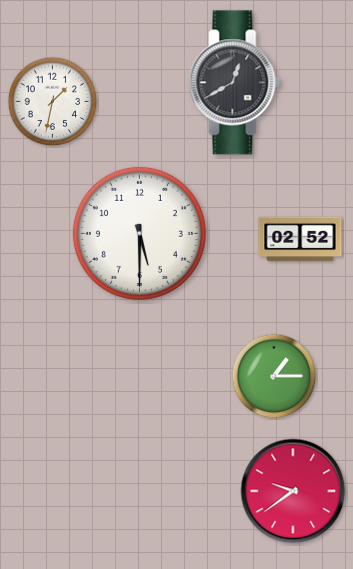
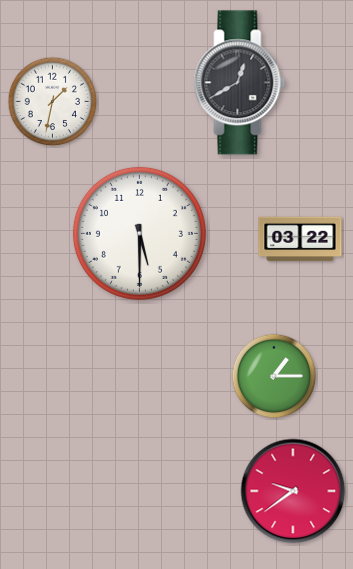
clock at (235, 83) position: (235, 83) -> (240, 83)
clock at (300, 239): 02:52 -> 03:22
